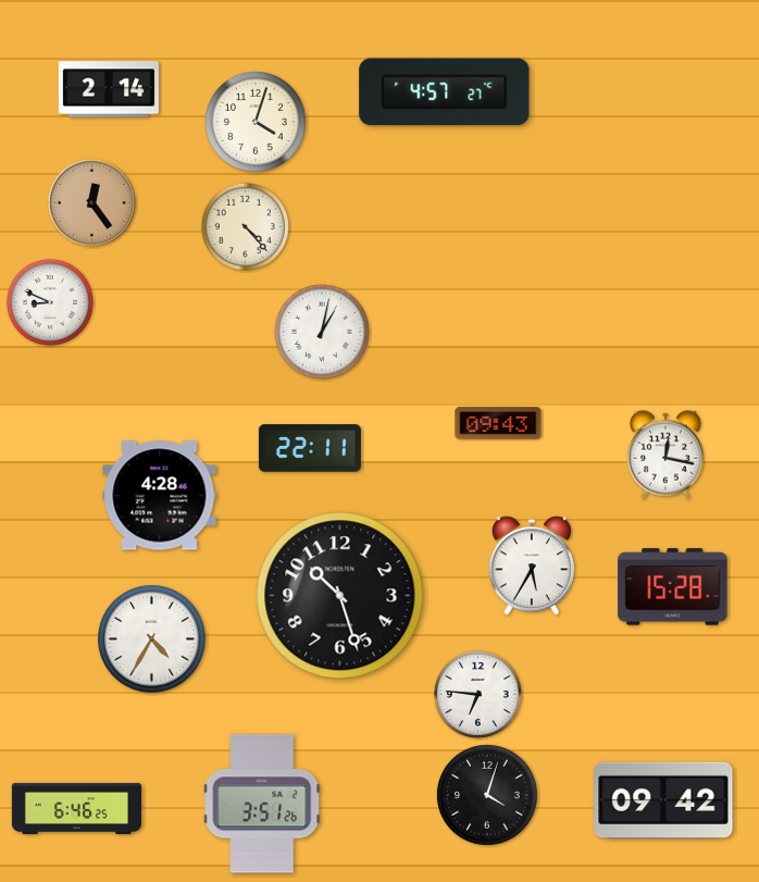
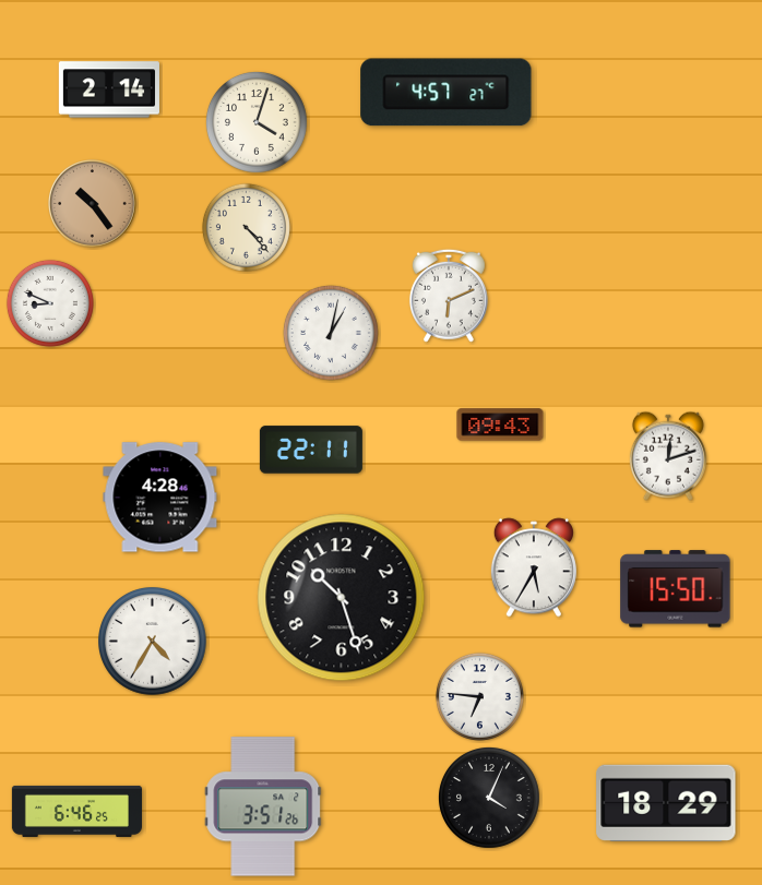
clock at (92, 203): 12:24 -> 10:24
clock at (449, 296): none -> 6:11
clock at (322, 332) position: (322, 332) -> (331, 333)
clock at (665, 455): 12:17 -> 12:12
clock at (673, 587): 15:28 -> 15:50
clock at (487, 795): 4:03 -> 4:04
clock at (663, 800): 09:42 -> 18:29
